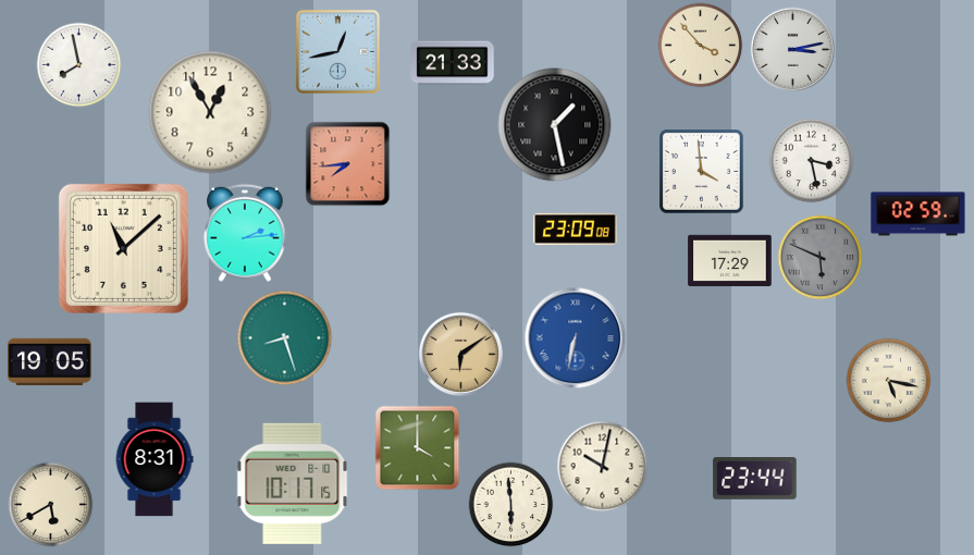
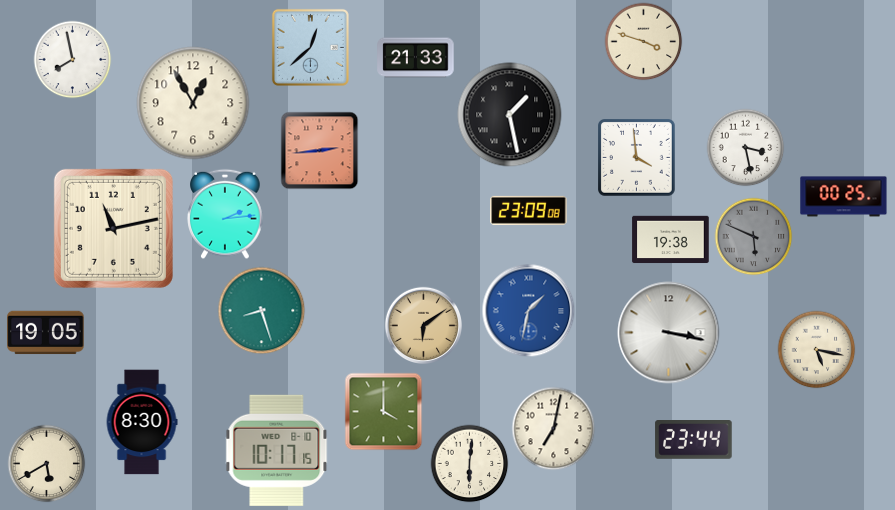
clock at (700, 45): 3:53 -> 3:48
clock at (792, 49): 3:13 -> none
clock at (337, 51): 12:43 -> 12:38
clock at (347, 163): 7:44 -> 2:44
clock at (702, 172) position: (702, 172) -> (637, 158)
clock at (918, 214): 02:59 -> 00:25
clock at (123, 248): 11:08 -> 11:13
clock at (730, 261): 17:29 -> 19:38
clock at (575, 337): 6:32 -> 1:32
clock at (669, 333): none -> 3:17
clock at (155, 459): 8:31 -> 8:30
clock at (602, 466): 10:02 -> 7:02
clock at (293, 483) position: (293, 483) -> (277, 450)
clock at (510, 504): 5:59 -> 6:01
